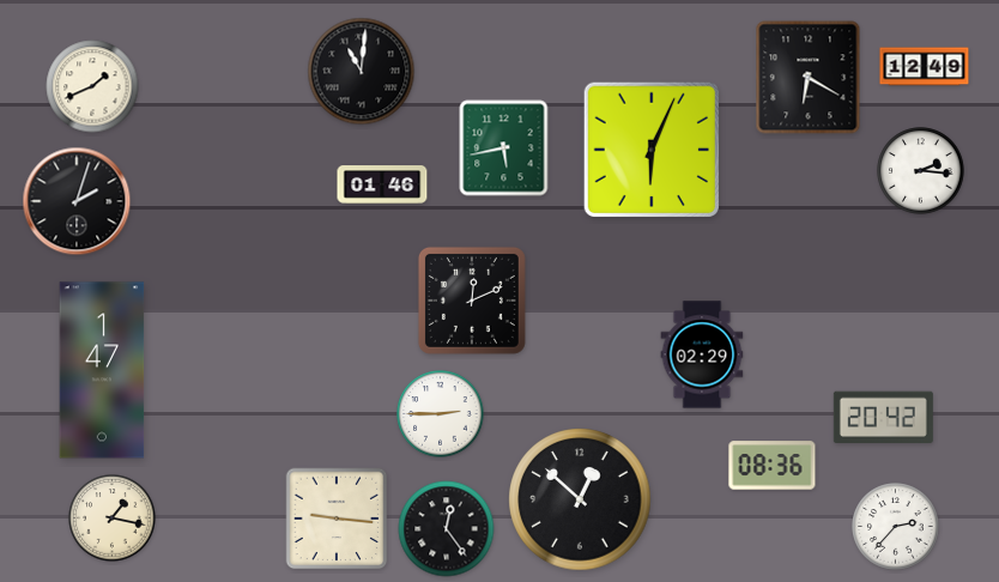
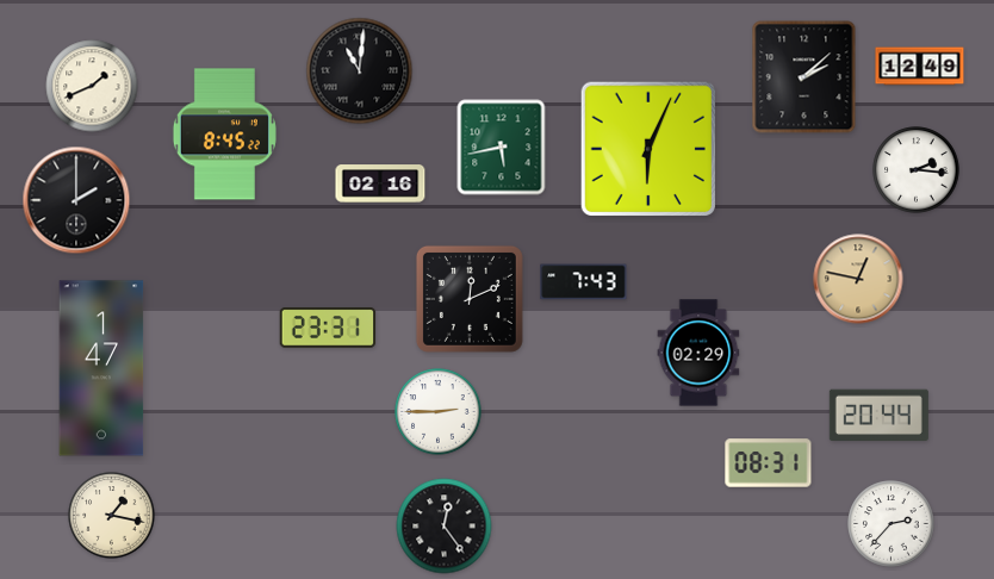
clock at (809, 78): 6:20 -> 2:08
clock at (224, 135): none -> 8:45
clock at (382, 184): 01:46 -> 02:16
clock at (77, 201): 2:03 -> 2:00
clock at (858, 279): none -> 12:47
clock at (584, 282): none -> 7:43
clock at (328, 329): none -> 23:31
clock at (883, 417): 20:42 -> 20:44
clock at (773, 466): 08:36 -> 08:31
clock at (580, 499): 12:52 -> none
clock at (337, 519): 9:16 -> none
